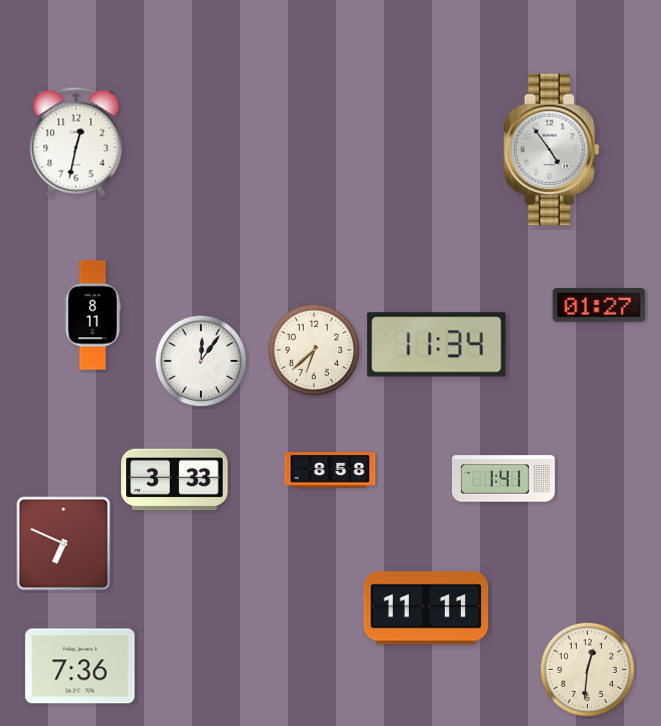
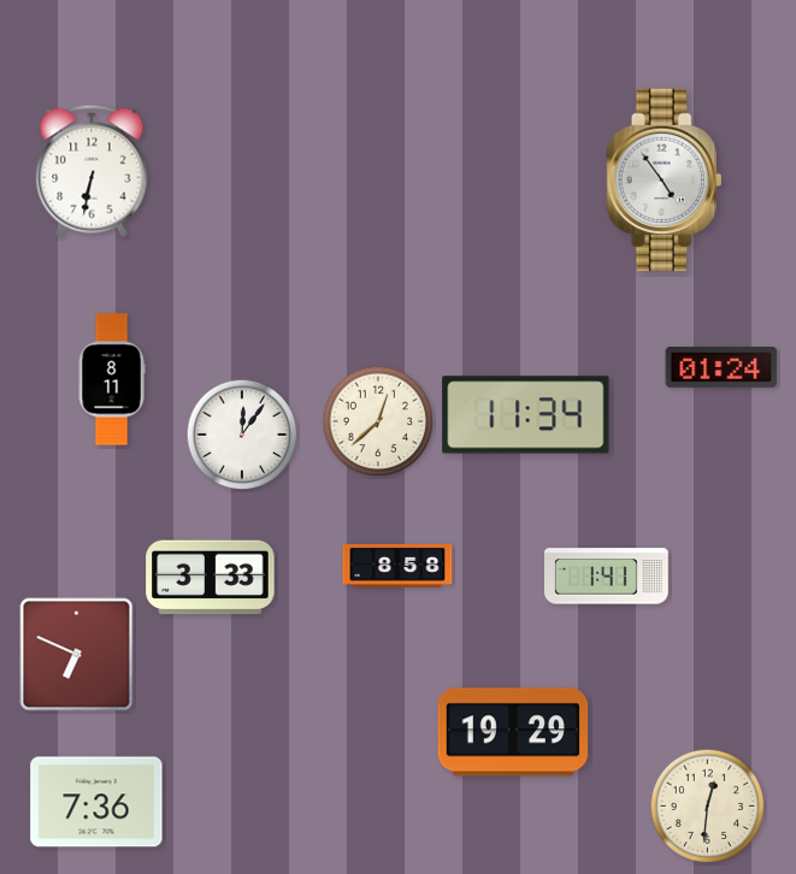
clock at (76, 142): 12:32 -> 6:32
clock at (599, 305): 01:27 -> 01:24
clock at (314, 350): 6:38 -> 12:38
clock at (426, 608): 11:11 -> 19:29
